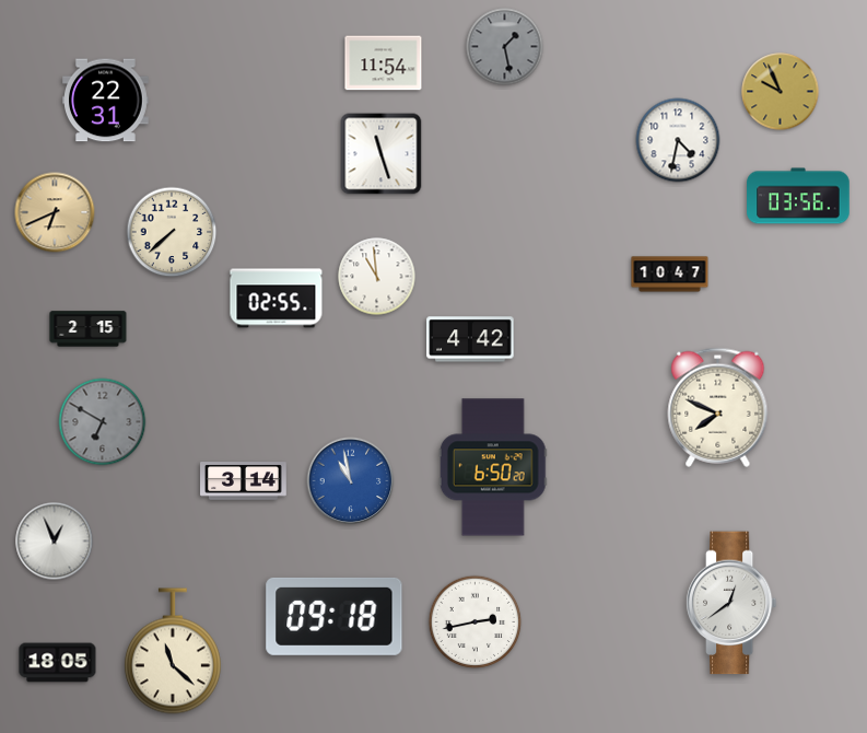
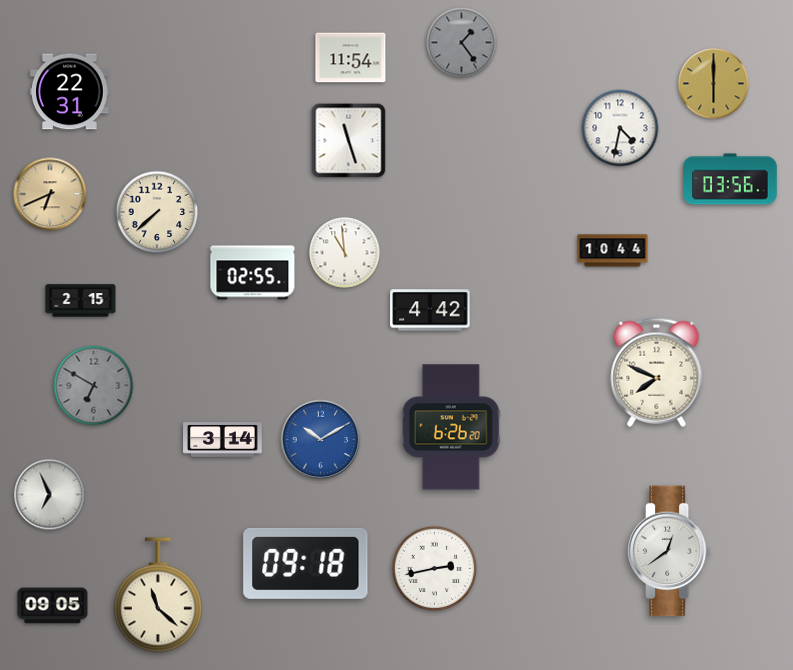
clock at (505, 47): 1:28 -> 1:24
clock at (781, 92): 9:56 -> 6:00
clock at (106, 101) position: (106, 101) -> (70, 92)
clock at (670, 275): 10:47 -> 10:44
clock at (493, 467): 6:50 -> 6:26
clock at (351, 481): 10:58 -> 10:10
clock at (55, 542): 12:56 -> 6:56
clock at (58, 663): 18:05 -> 09:05
